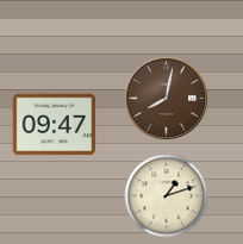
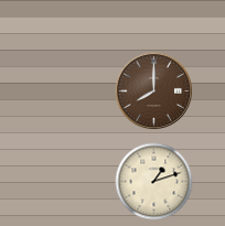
clock at (167, 99): 8:02 -> 8:00
clock at (55, 125): 09:47 -> none
